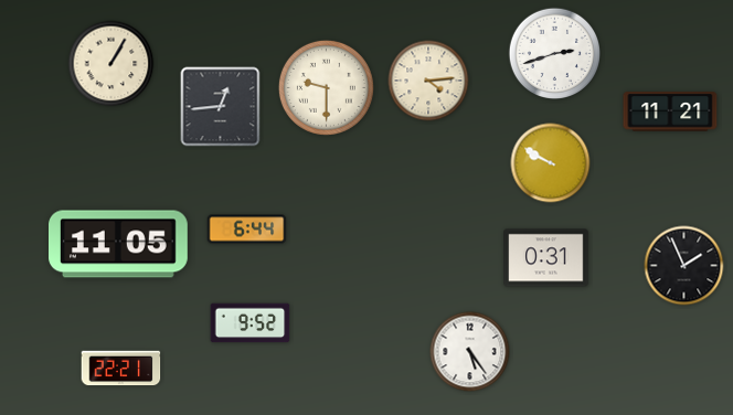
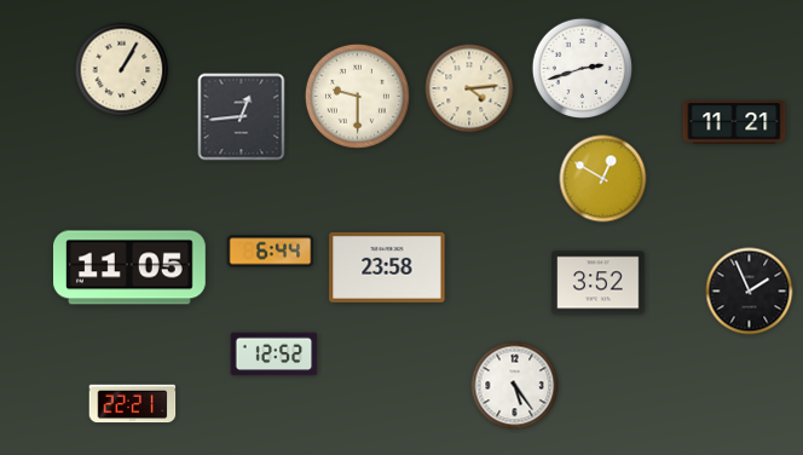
clock at (554, 53) position: (554, 53) -> (582, 68)
clock at (551, 163): 9:50 -> 12:50
clock at (387, 267): none -> 23:58
clock at (546, 258): 0:31 -> 3:52
clock at (251, 323): 9:52 -> 12:52
